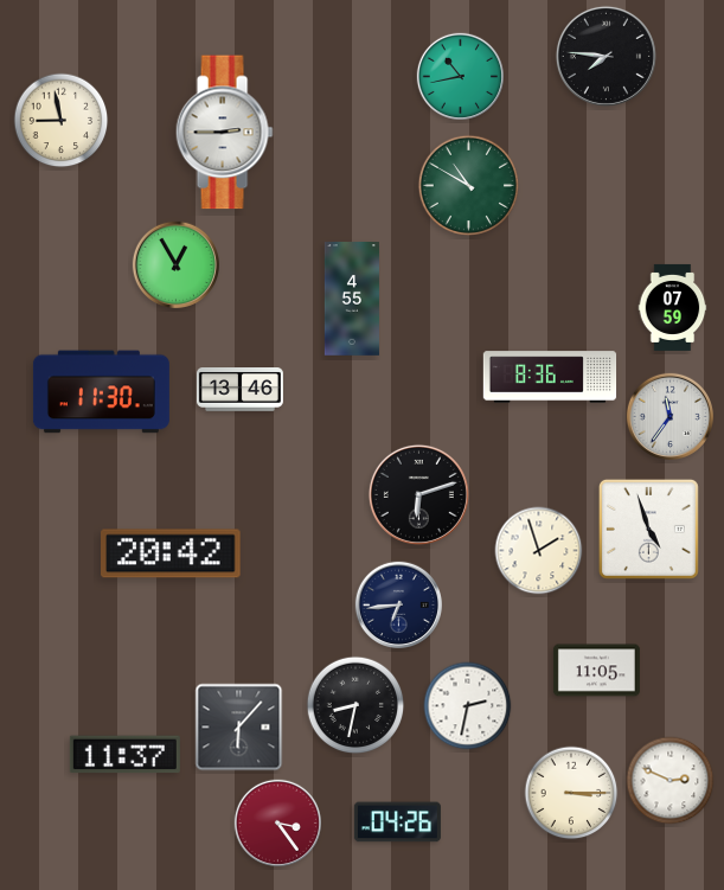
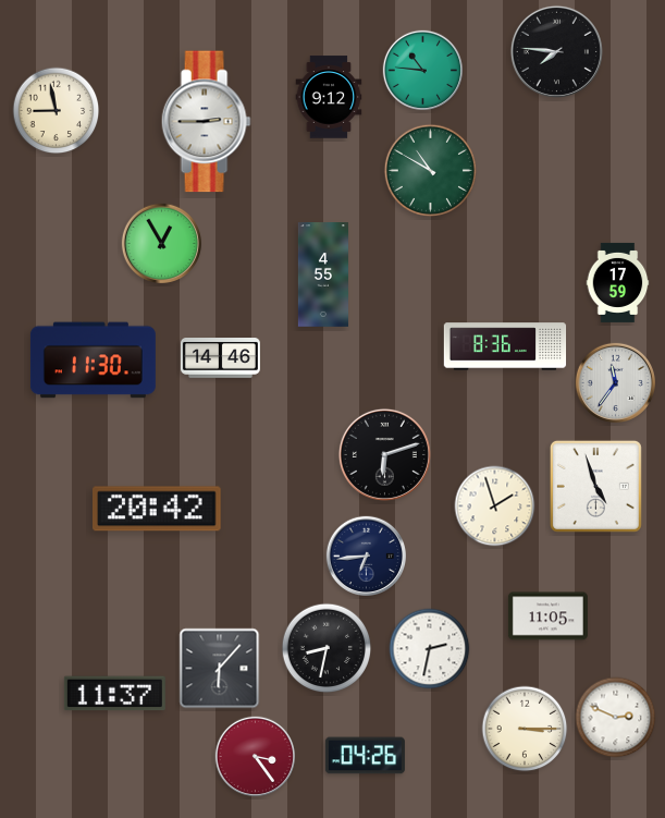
clock at (460, 76): 10:43 -> 10:46
clock at (329, 97): none -> 9:12
clock at (673, 307): 07:59 -> 17:59
clock at (239, 390): 13:46 -> 14:46
